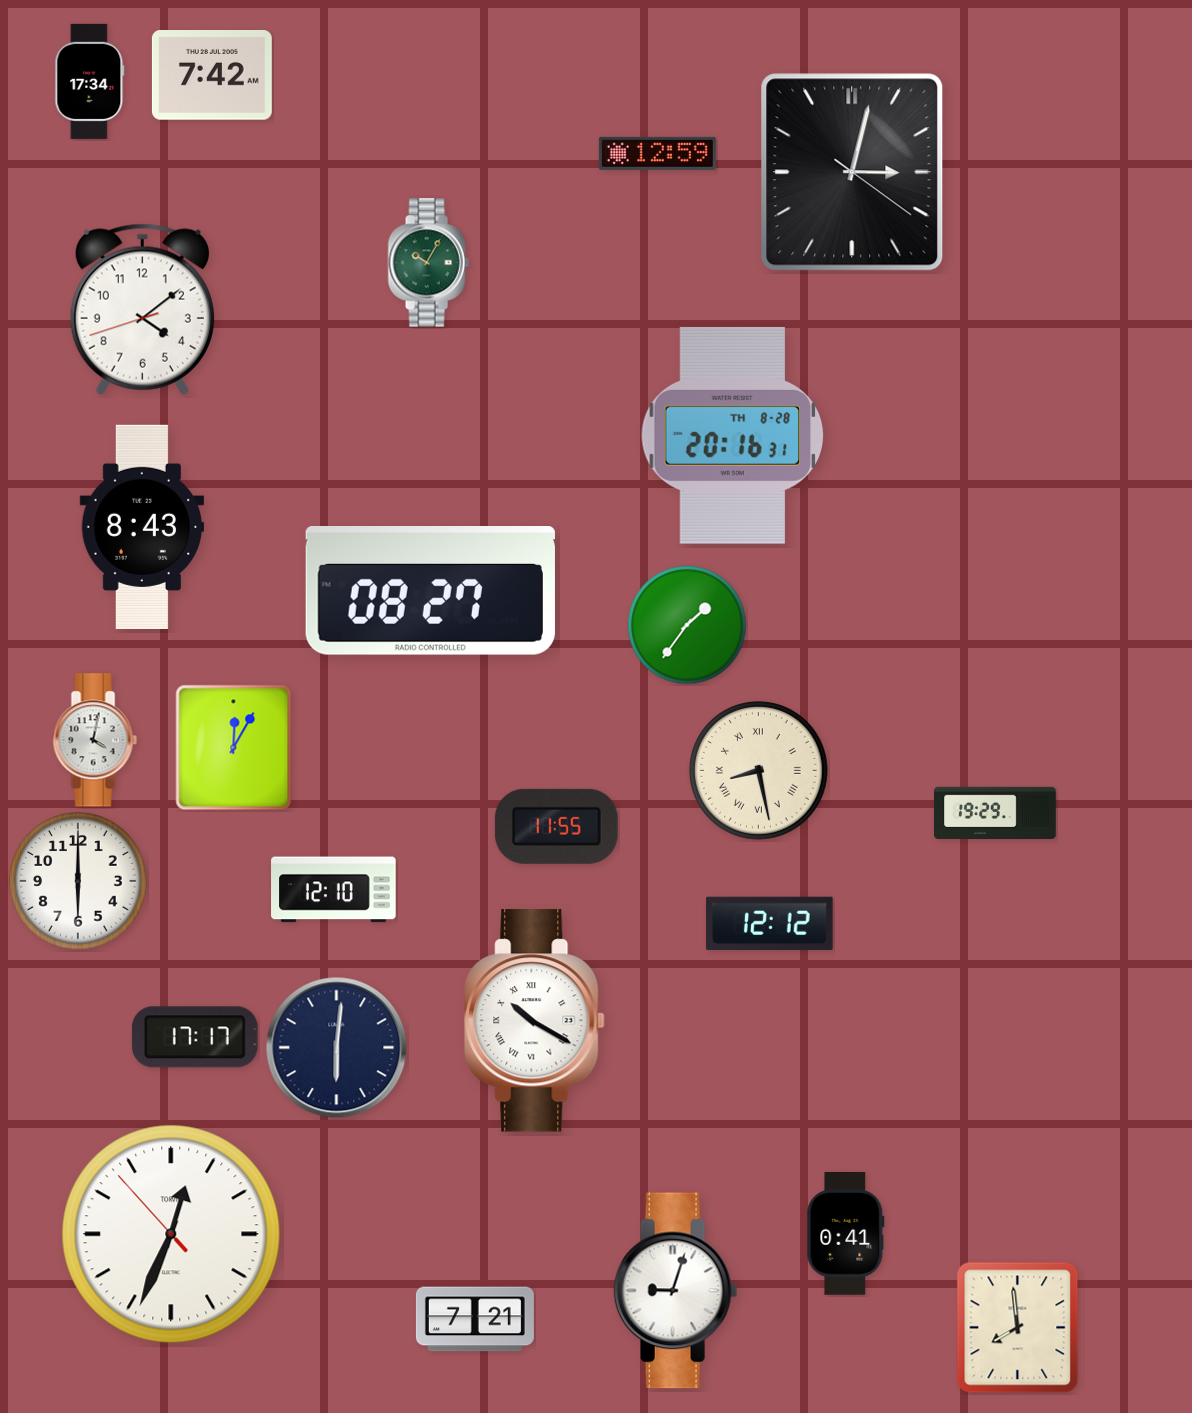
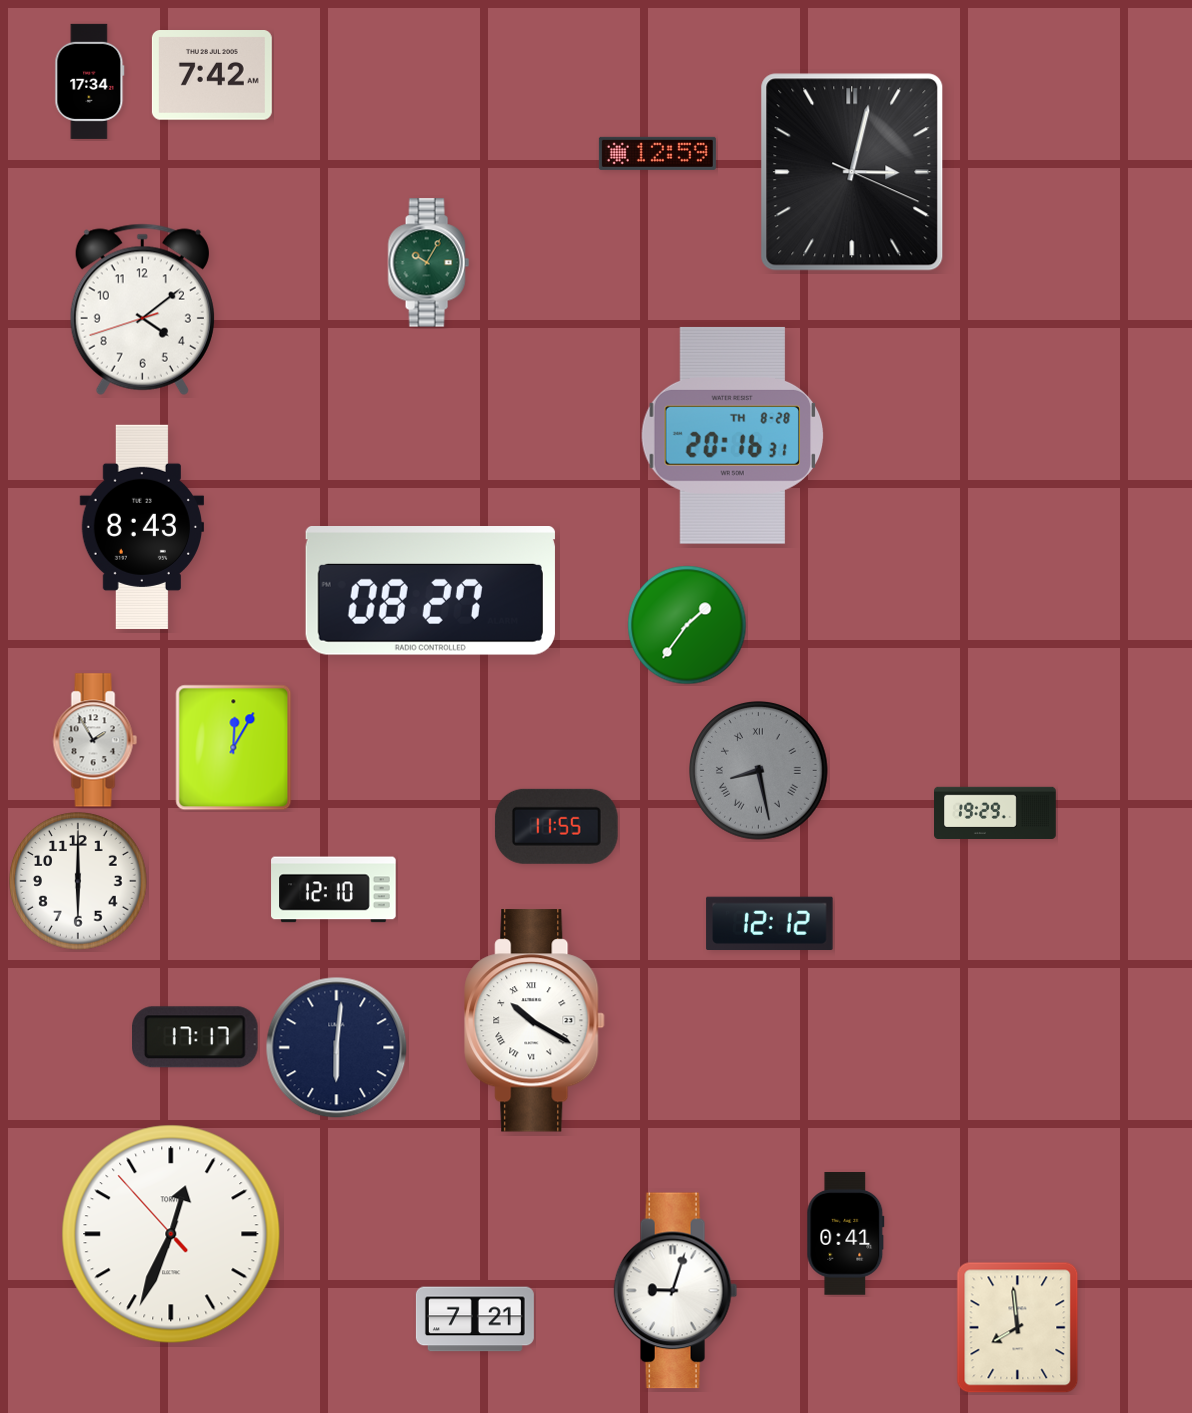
clock at (852, 172): 3:02:21 -> 3:02:19
clock at (95, 740): 4:02 -> 1:55
clock at (759, 771) dial: cream -> grey
